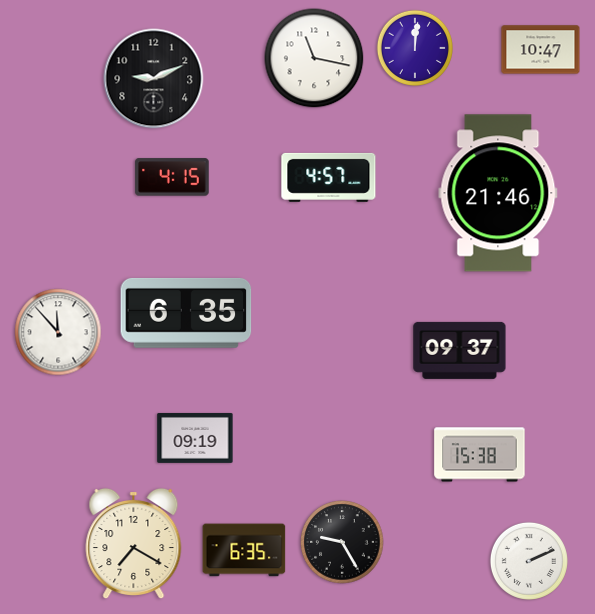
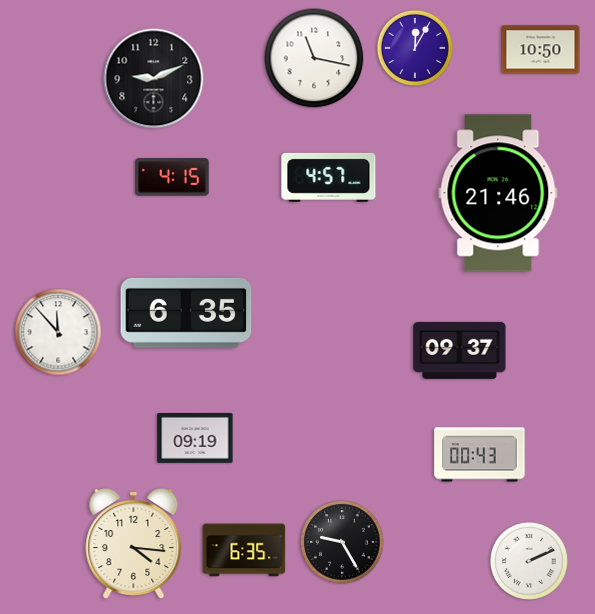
clock at (415, 48): 12:01 -> 12:05
clock at (541, 50): 10:47 -> 10:50
clock at (480, 455): 15:38 -> 00:43
clock at (134, 544): 7:20 -> 4:16
